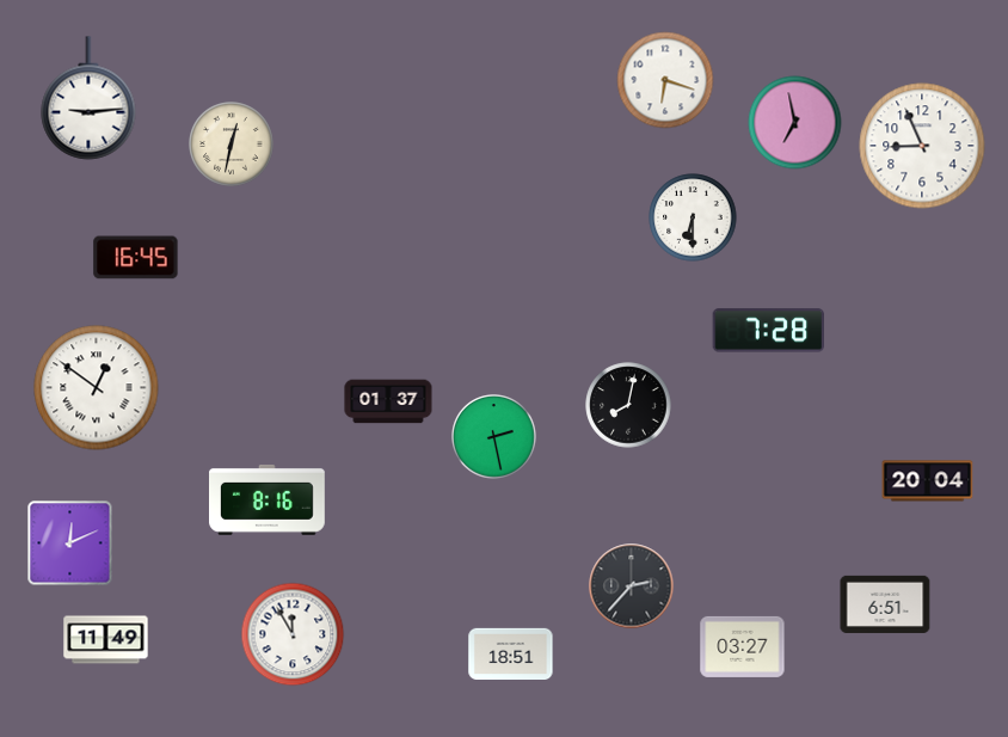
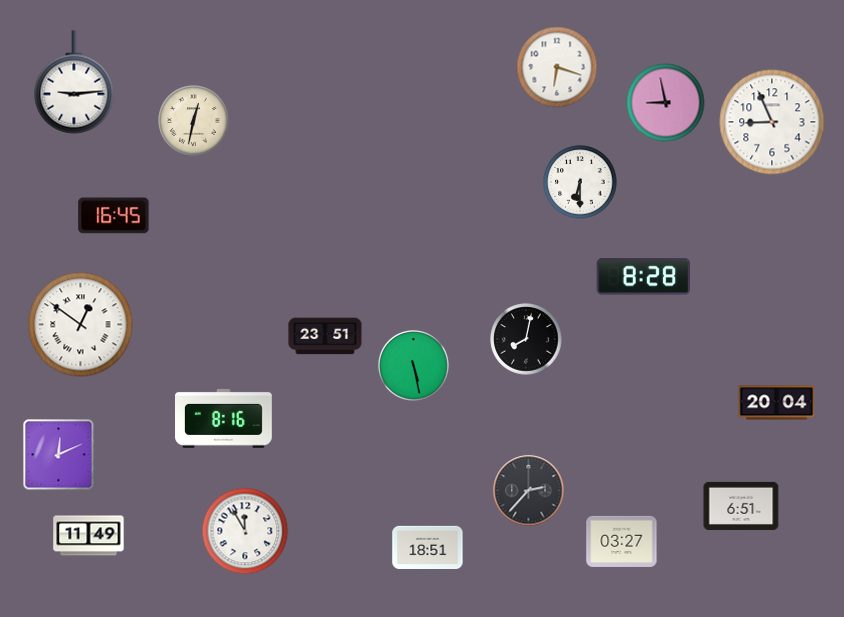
clock at (795, 123): 6:58 -> 8:58
clock at (768, 331): 7:28 -> 8:28
clock at (388, 401): 01:37 -> 23:51
clock at (494, 437): 2:28 -> 5:28
